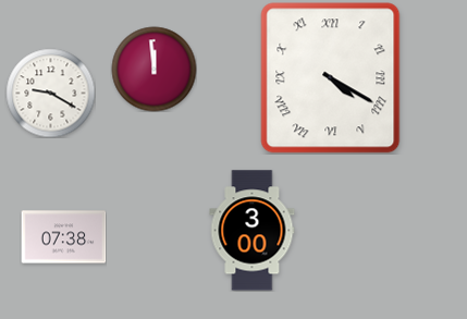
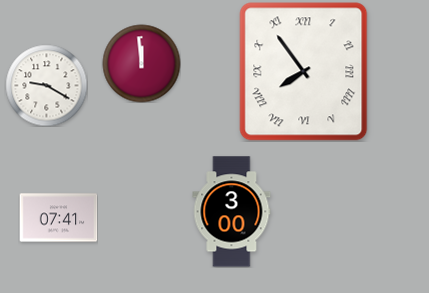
clock at (331, 78): 4:20 -> 7:54
clock at (63, 237): 07:38 -> 07:41
